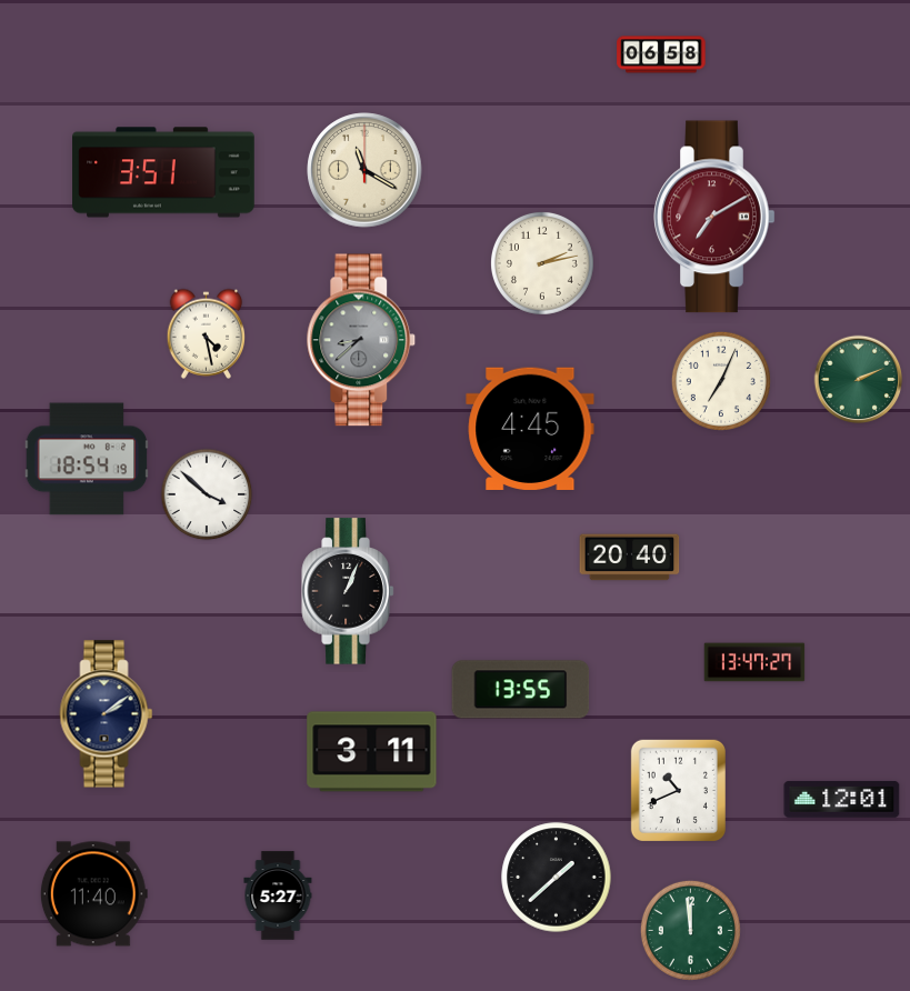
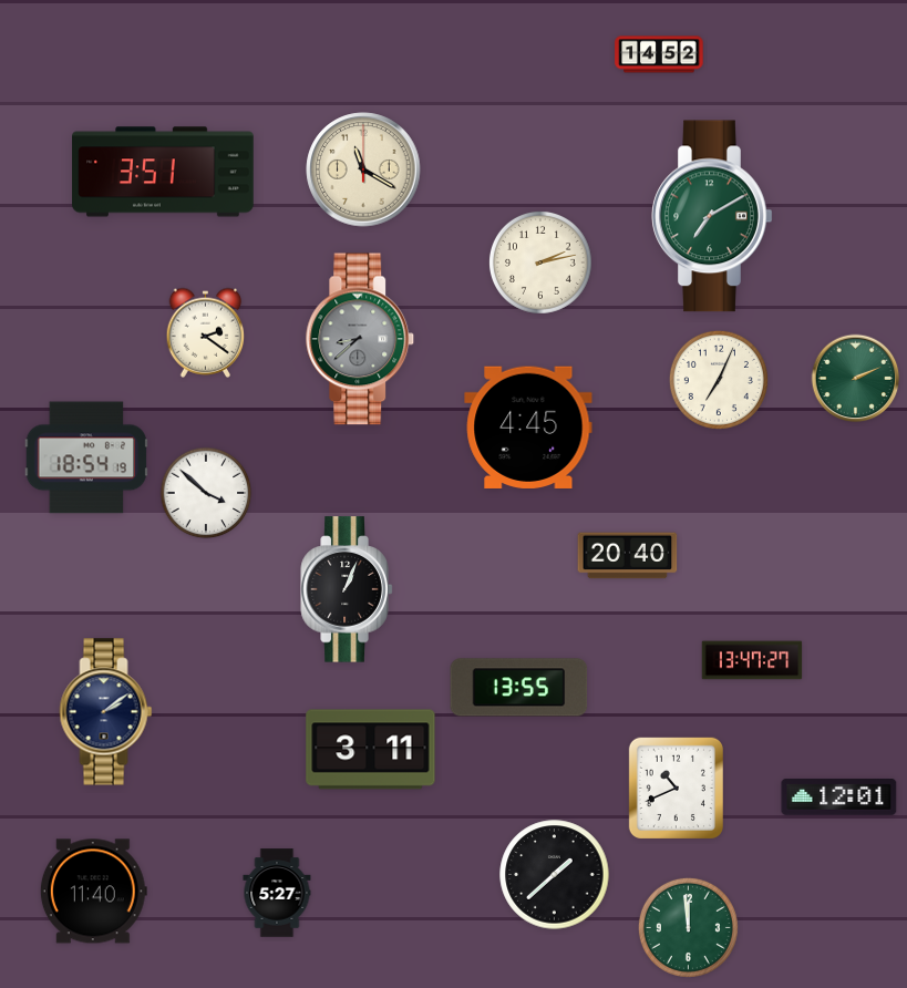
clock at (661, 54): 06:58 -> 14:52
clock at (714, 217) dial: burgundy -> green
clock at (207, 333): 4:28 -> 2:21
